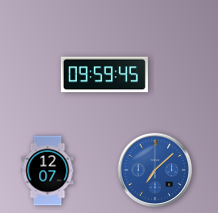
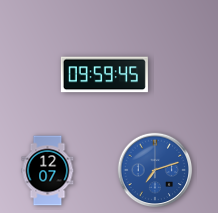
clock at (155, 170): 7:08 -> 7:12
